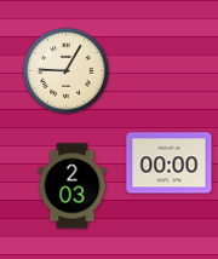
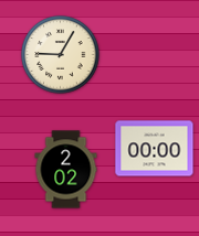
clock at (67, 71) position: (67, 71) -> (61, 55)
clock at (73, 186): 2:03 -> 2:02
